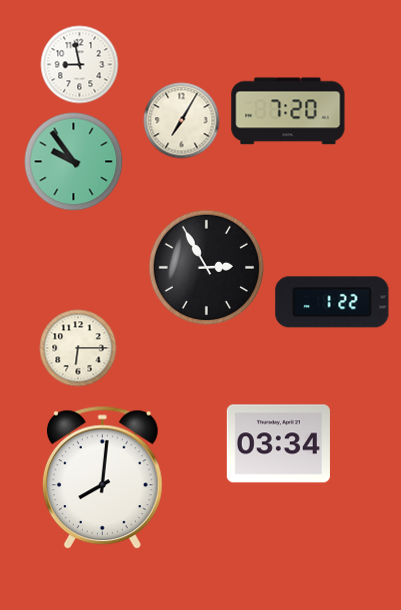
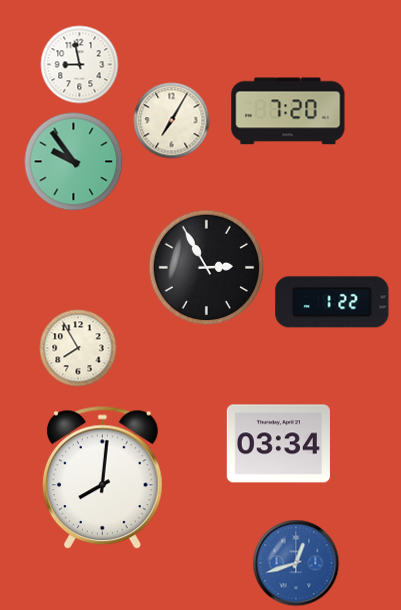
clock at (182, 121) position: (182, 121) -> (172, 121)
clock at (78, 348): 6:15 -> 7:55
clock at (296, 563): none -> 12:42
